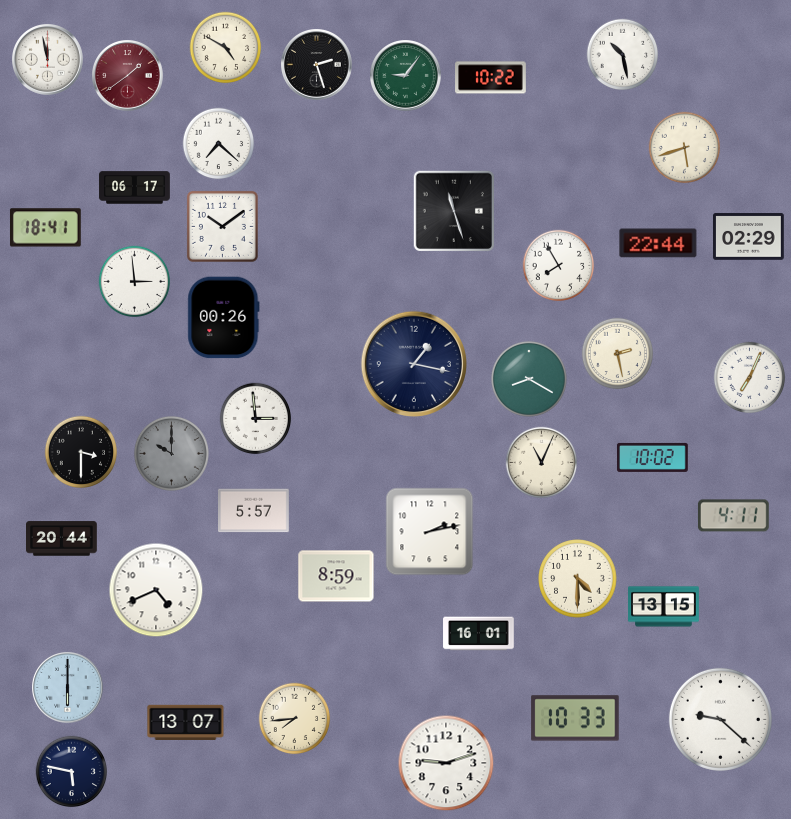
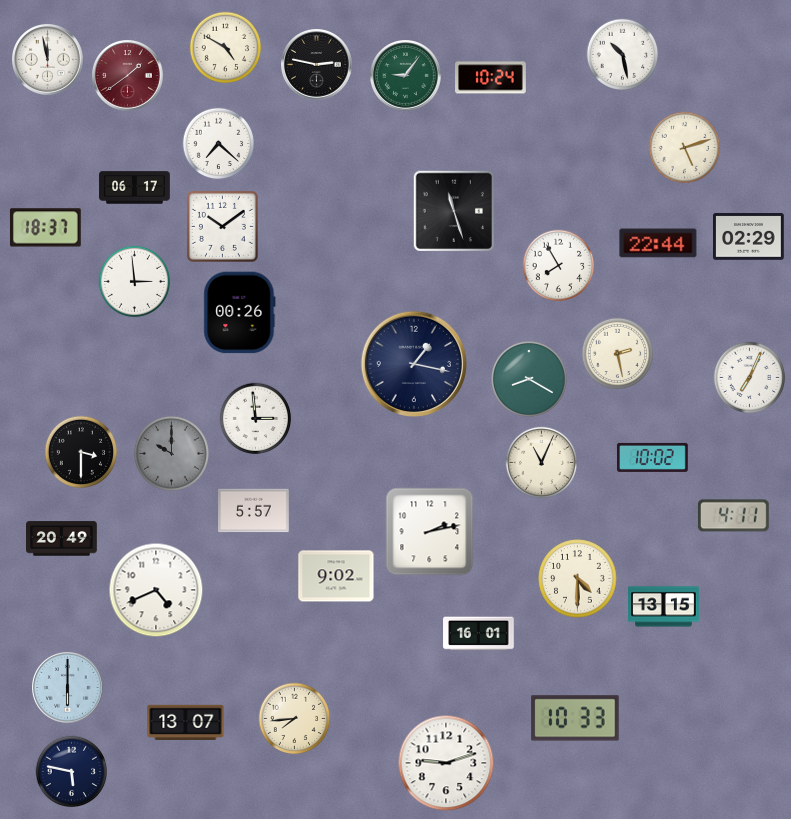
clock at (317, 65): 2:27 -> 2:47
clock at (491, 78): 10:22 -> 10:24
clock at (685, 148): 5:42 -> 5:12
clock at (45, 228): 18:41 -> 18:37
clock at (224, 318) position: (224, 318) -> (240, 313)
clock at (62, 539): 20:44 -> 20:49
clock at (336, 576): 8:59 -> 9:02
clock at (720, 719): 9:22 -> none
